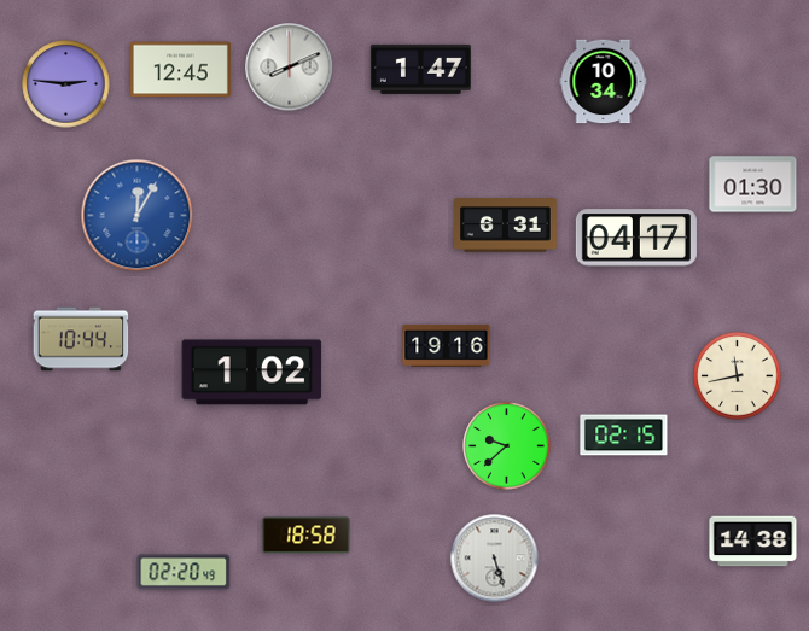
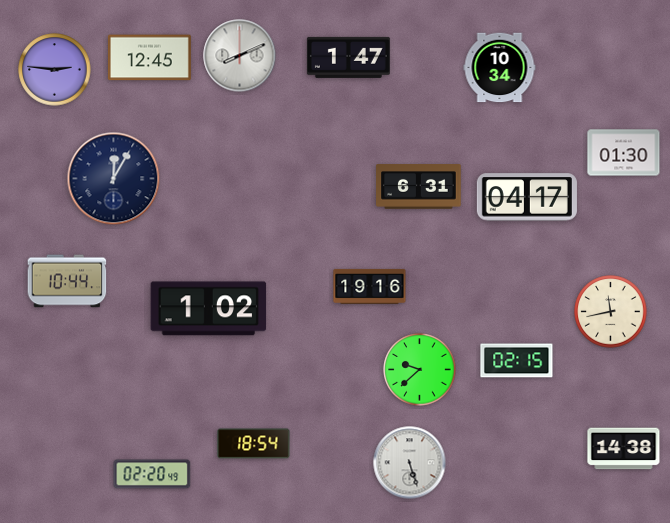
clock at (138, 216) dial: blue -> navy
clock at (307, 536): 18:58 -> 18:54
